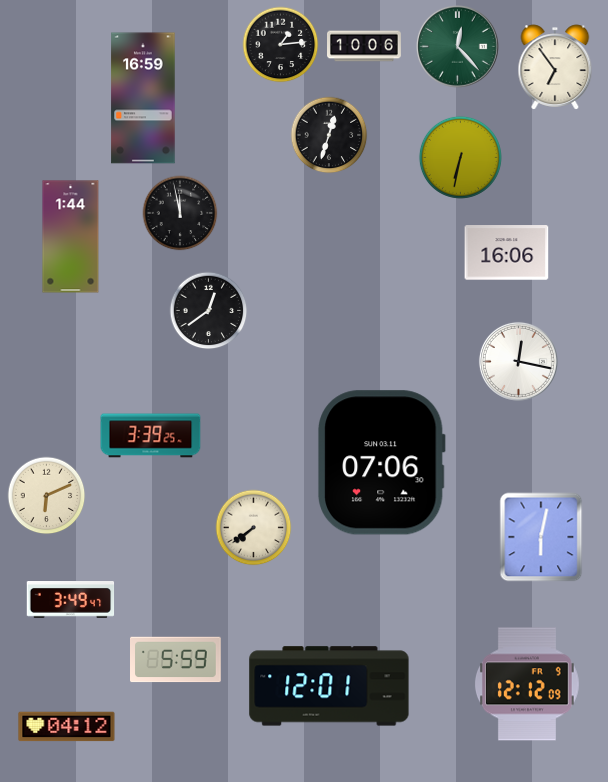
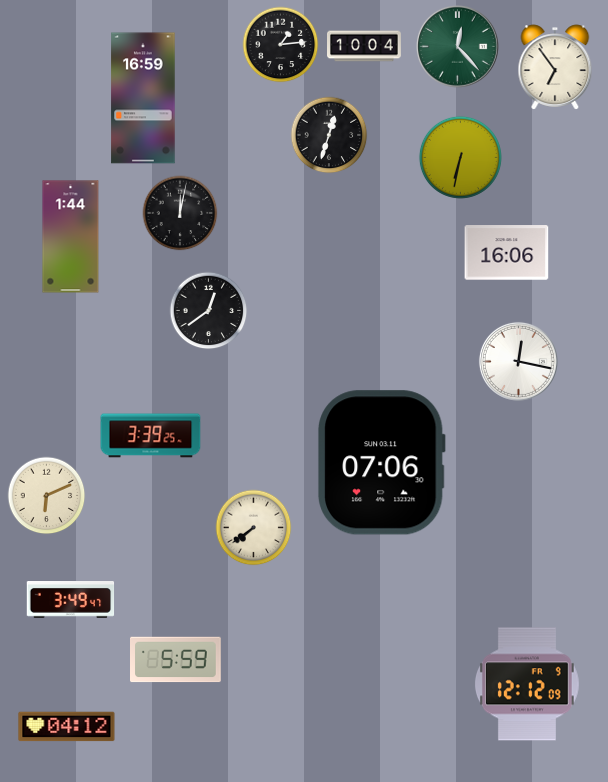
clock at (365, 46): 10:06 -> 10:04
clock at (180, 213): 11:58 -> 12:02
clock at (541, 537): 6:02 -> none
clock at (329, 686): 12:01 -> none
